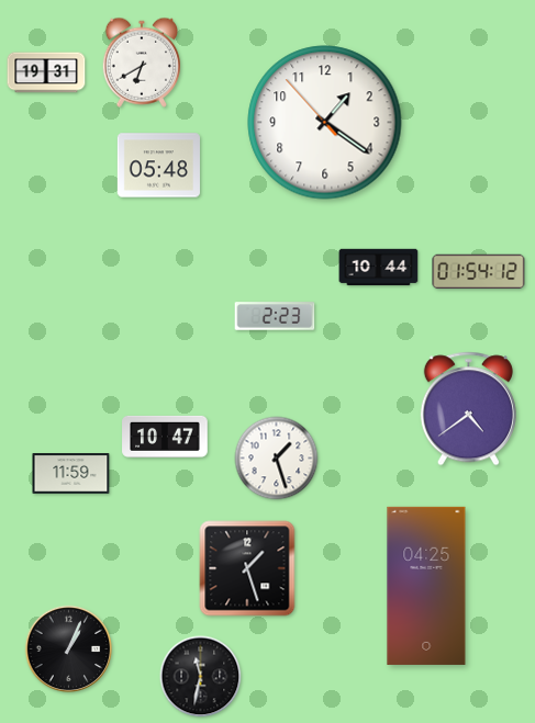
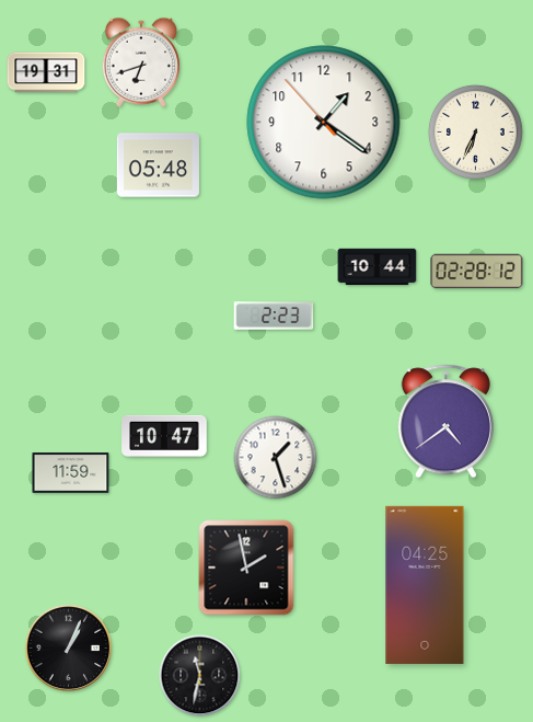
clock at (141, 63): 6:40 -> 6:42
clock at (475, 131): none -> 6:34
clock at (479, 272): 01:54 -> 02:28
clock at (468, 409) position: (468, 409) -> (445, 422)
clock at (247, 568): 1:27 -> 1:58
